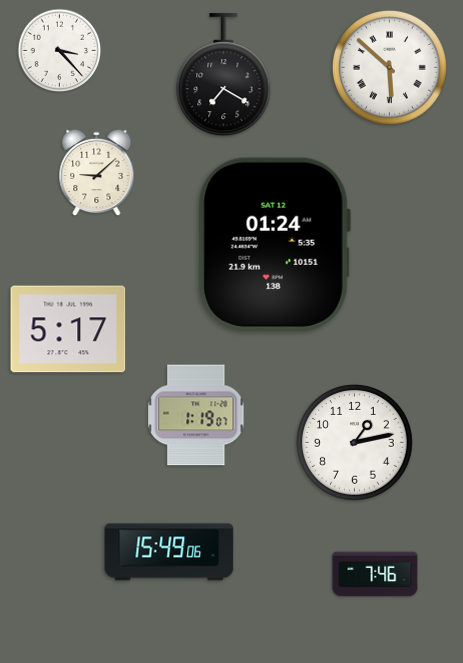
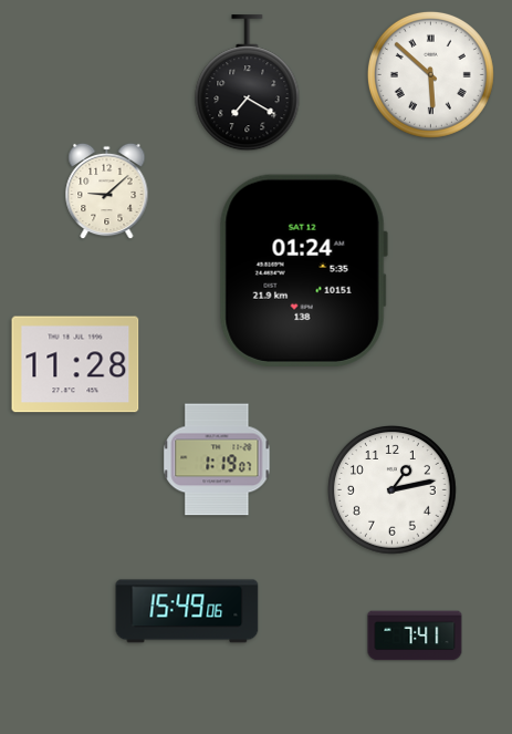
clock at (60, 51): 3:23 -> none
clock at (68, 329): 5:17 -> 11:28
clock at (375, 574): 7:46 -> 7:41
